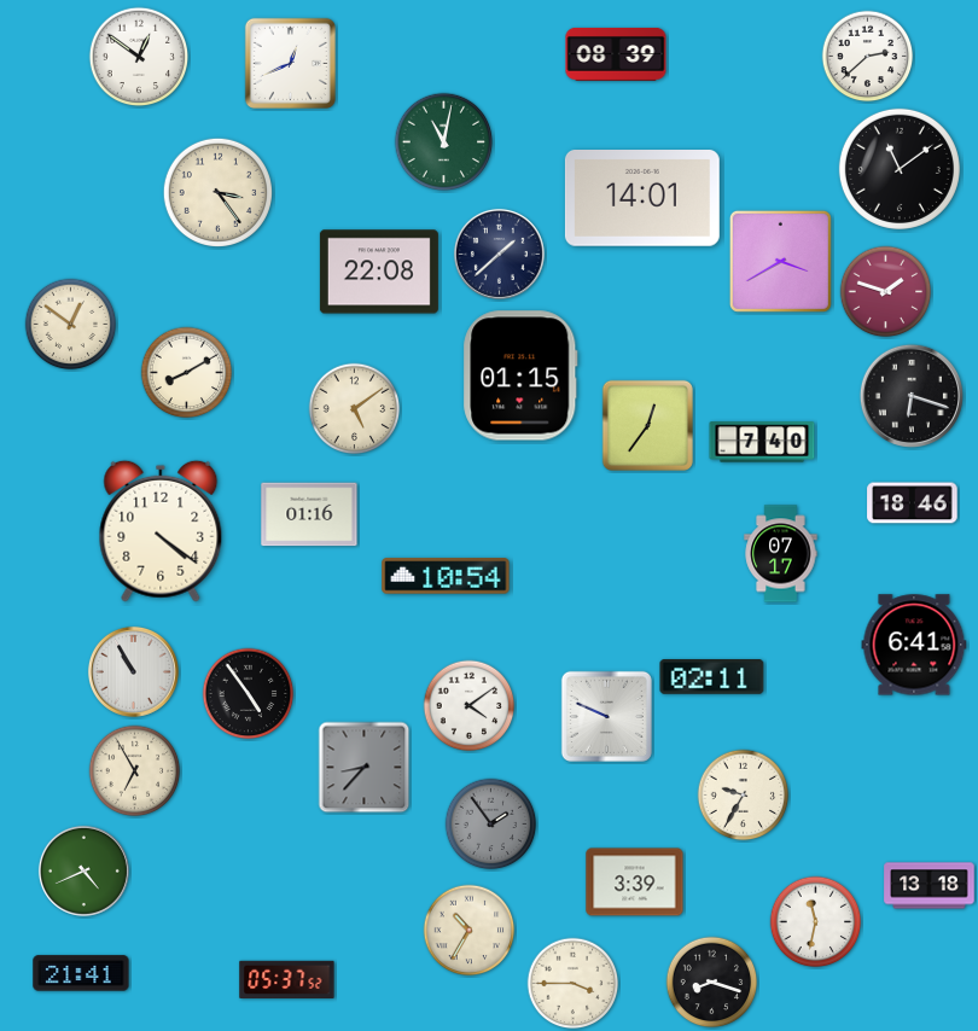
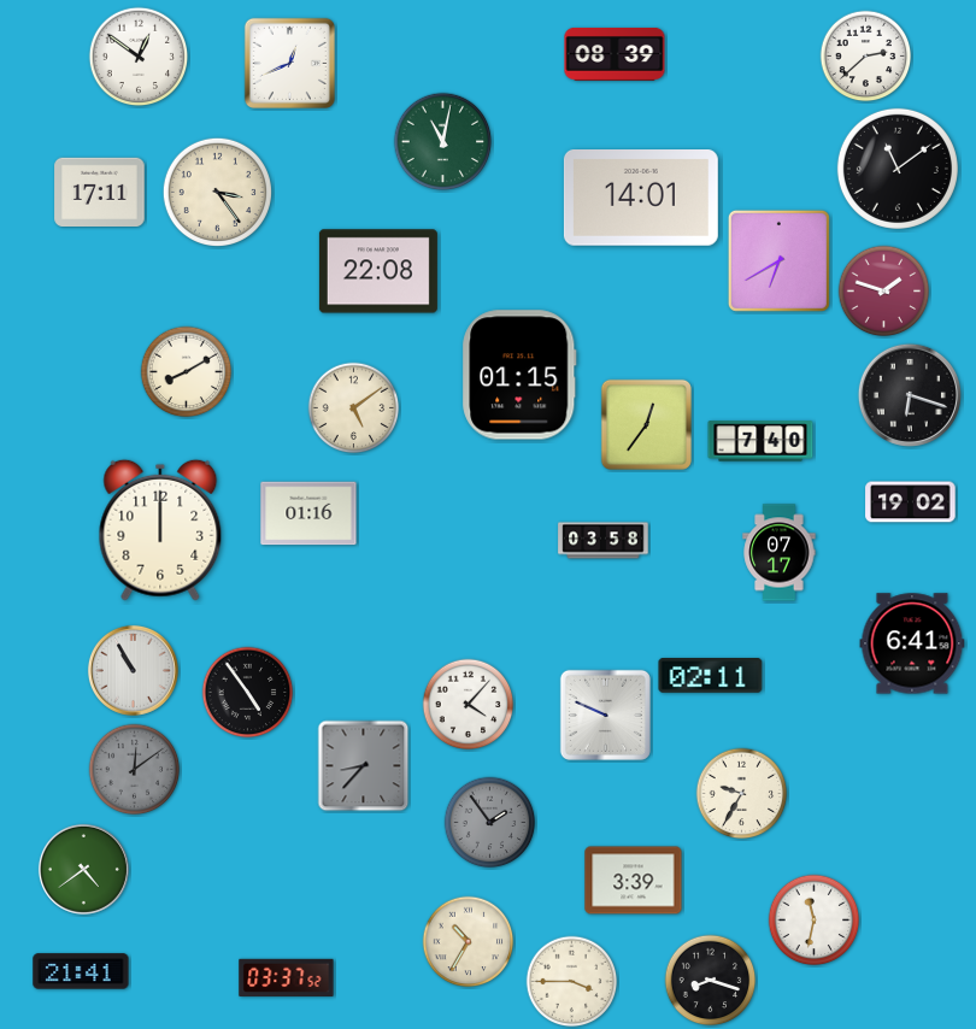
clock at (100, 192): none -> 17:11
clock at (499, 254): 1:38 -> none
clock at (780, 261): 3:40 -> 6:40
clock at (71, 325): 12:51 -> none
clock at (913, 503): 18:46 -> 19:02
clock at (161, 531): 4:21 -> 12:00
clock at (604, 541): none -> 03:58
clock at (446, 576): 10:54 -> none
clock at (470, 706): 4:09 -> 4:07
clock at (135, 771): 6:55 -> 12:09
clock at (135, 771) dial: cream -> grey
clock at (83, 870): 4:41 -> 4:39
clock at (930, 886): 13:18 -> none
clock at (470, 931) position: (470, 931) -> (469, 942)
clock at (287, 980): 05:37 -> 03:37
